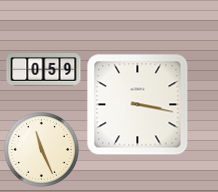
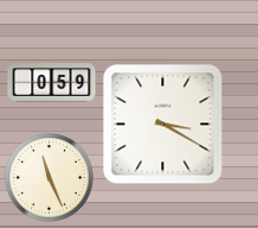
clock at (138, 105): 3:17 -> 3:20
